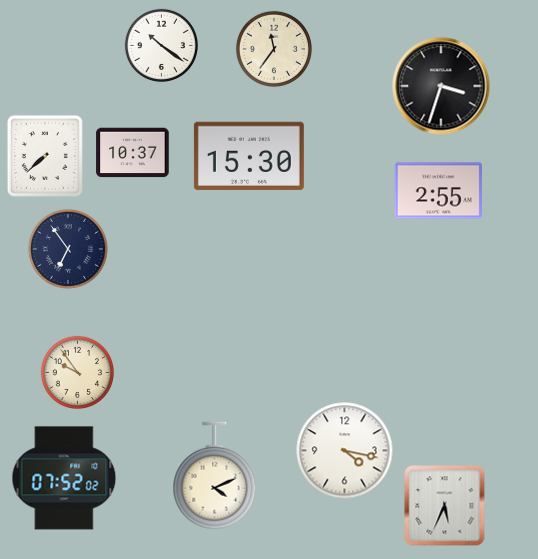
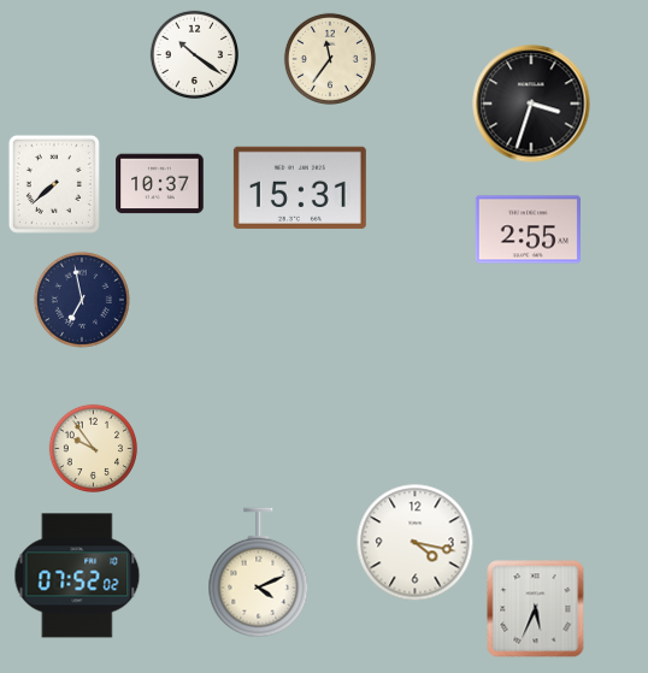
clock at (45, 156) position: (45, 156) -> (54, 184)
clock at (249, 156): 15:30 -> 15:31
clock at (68, 249): 6:54 -> 6:58
